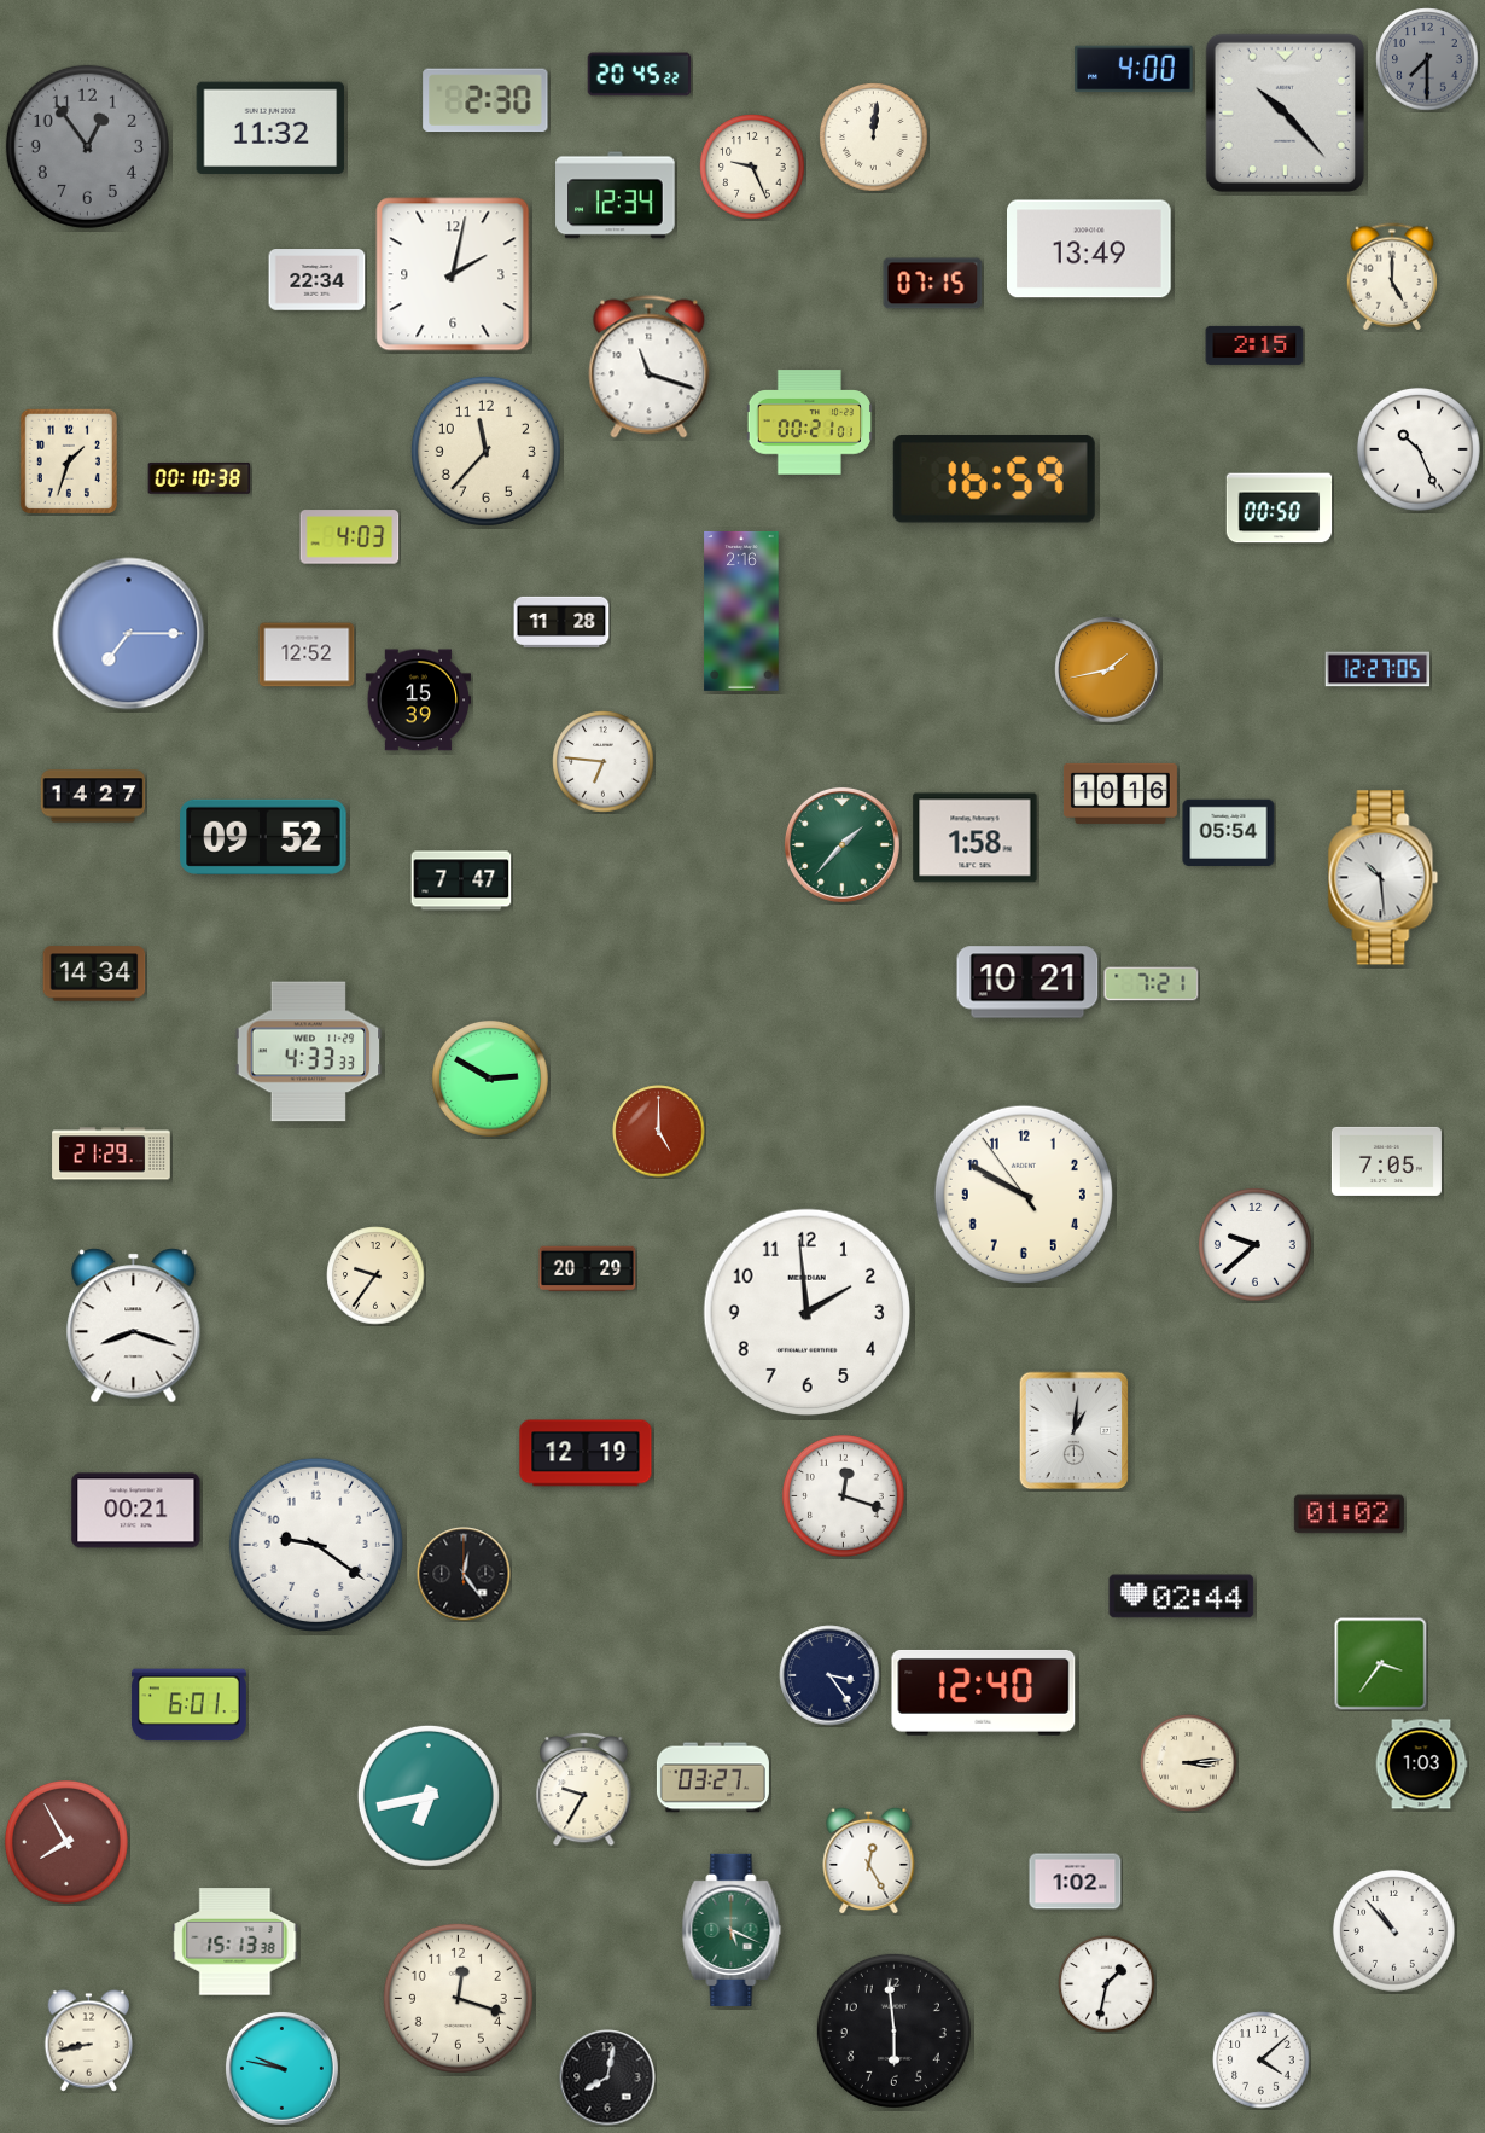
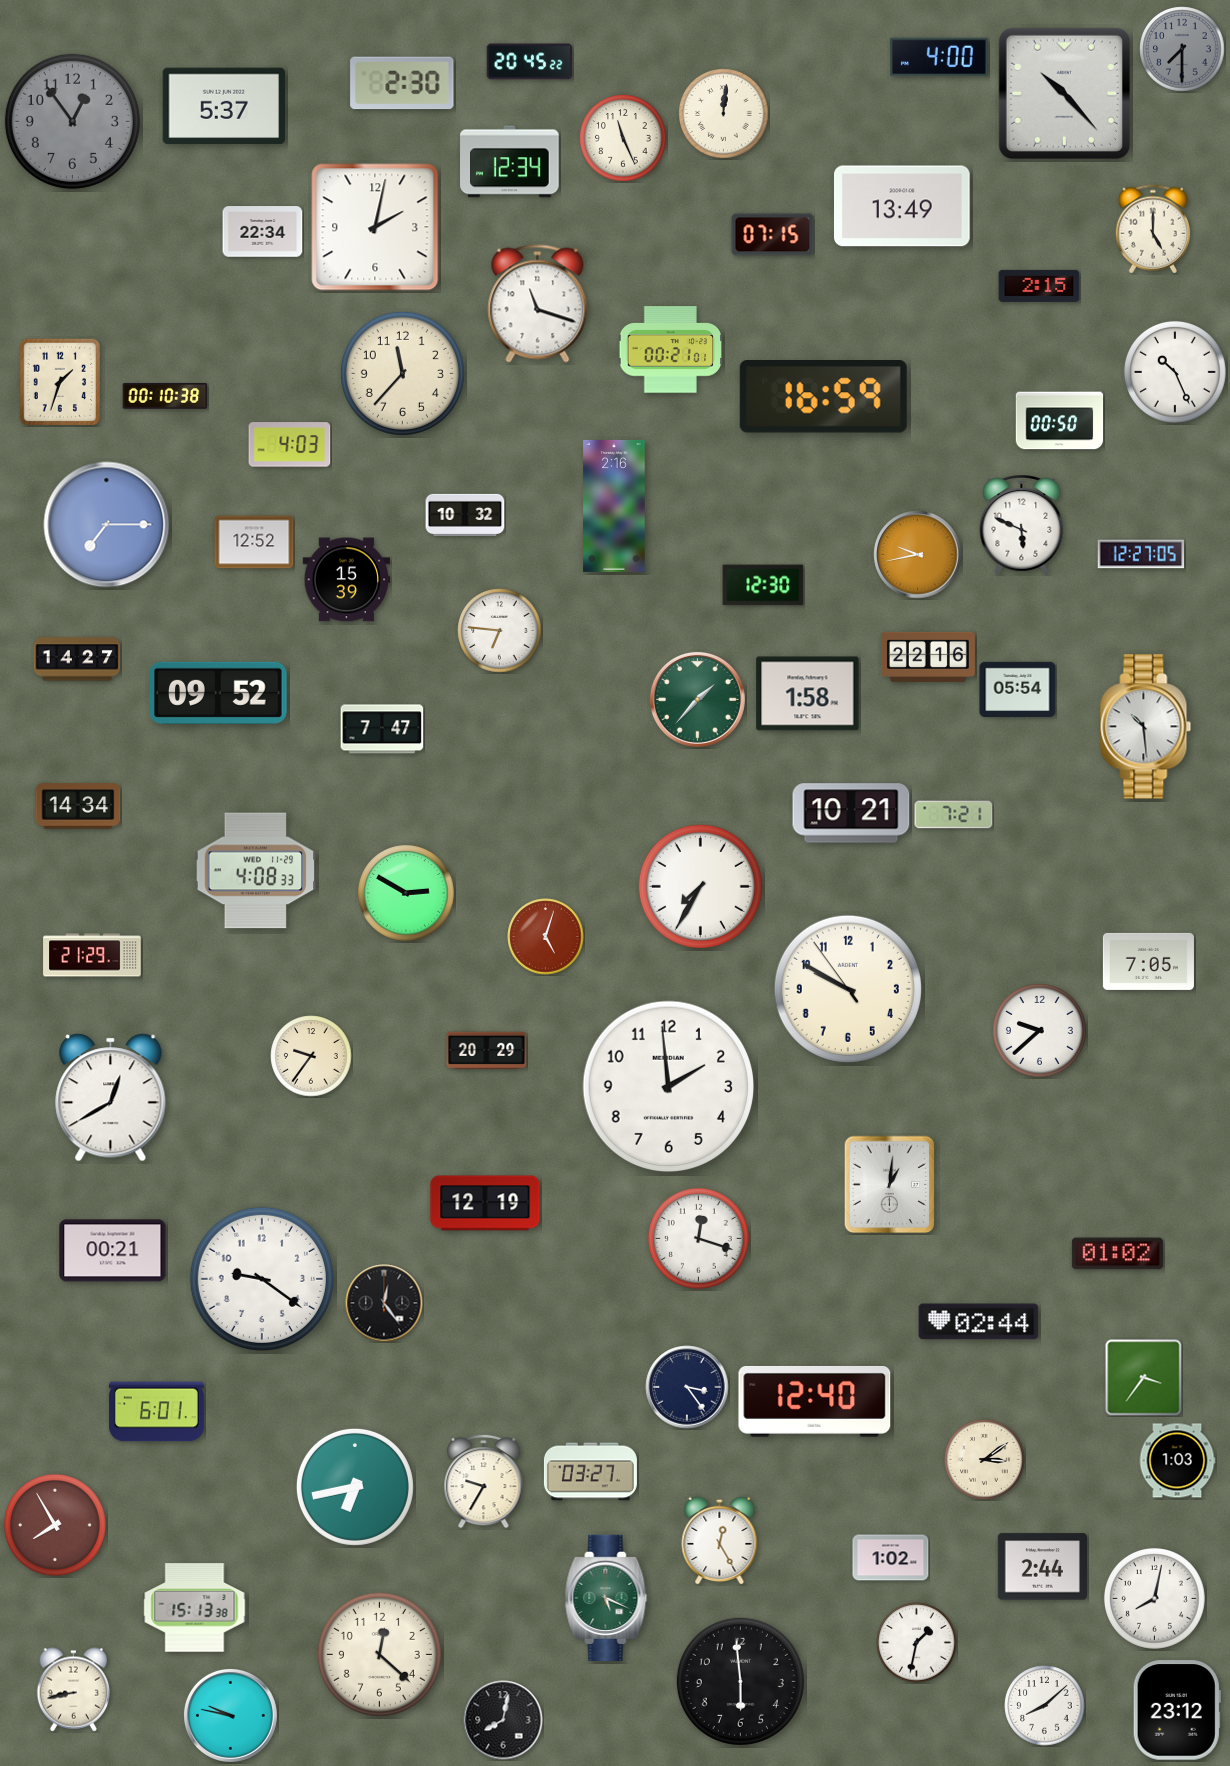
clock at (270, 128): 11:32 -> 5:37
clock at (752, 167): 9:26 -> 11:26
clock at (68, 460) position: (68, 460) -> (59, 381)
clock at (561, 622): 11:28 -> 10:32
clock at (1022, 524): none -> 5:49
clock at (1108, 670): 1:43 -> 9:43
clock at (763, 585): none -> 12:30
clock at (1120, 794): 10:16 -> 22:16
clock at (309, 1052): 4:33 -> 4:08
clock at (700, 886): none -> 7:35
clock at (659, 1132): 5:00 -> 5:03
clock at (134, 1326): 8:18 -> 12:40
clock at (1189, 1763): 3:14 -> 3:09
clock at (1042, 1567): none -> 2:44
clock at (1393, 1930): 10:53 -> 8:02
clock at (458, 1998): 12:18 -> 12:22
clock at (1262, 2061): 4:08 -> 8:08
clock at (1177, 1710): none -> 23:12
clock at (281, 2068) position: (281, 2068) -> (230, 1715)
